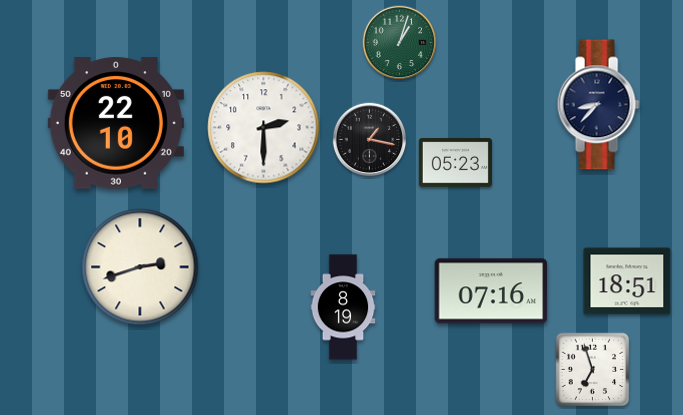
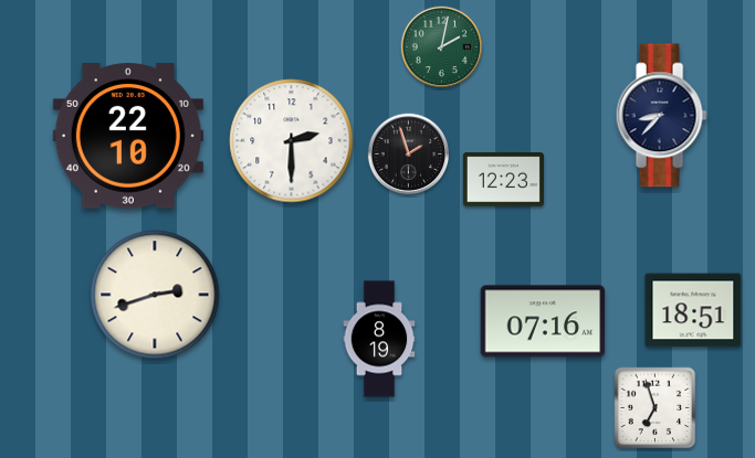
clock at (400, 43): 1:03 -> 2:02
clock at (370, 140): 1:17 -> 1:57
clock at (455, 163): 05:23 -> 12:23
